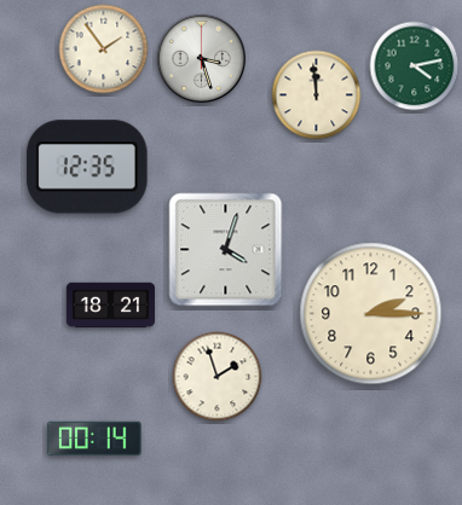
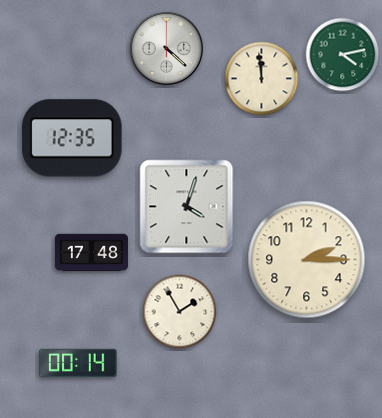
clock at (104, 50): 1:54 -> none
clock at (202, 59): 3:27 -> 4:22
clock at (110, 306): 18:21 -> 17:48
clock at (218, 377): 1:57 -> 1:55
